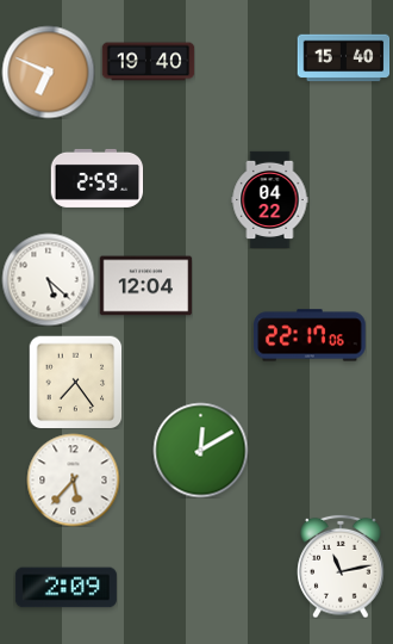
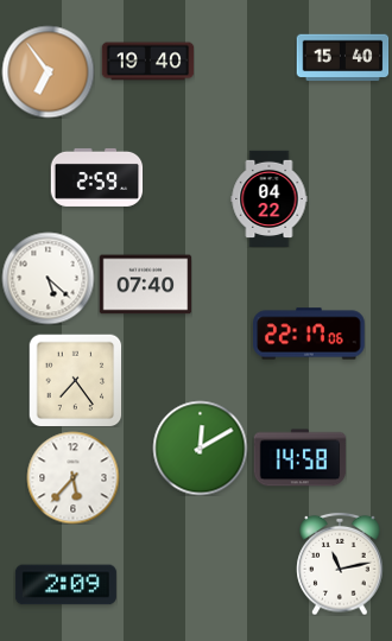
clock at (48, 72): 6:49 -> 6:54
clock at (145, 286): 12:04 -> 07:40
clock at (299, 458): none -> 14:58
